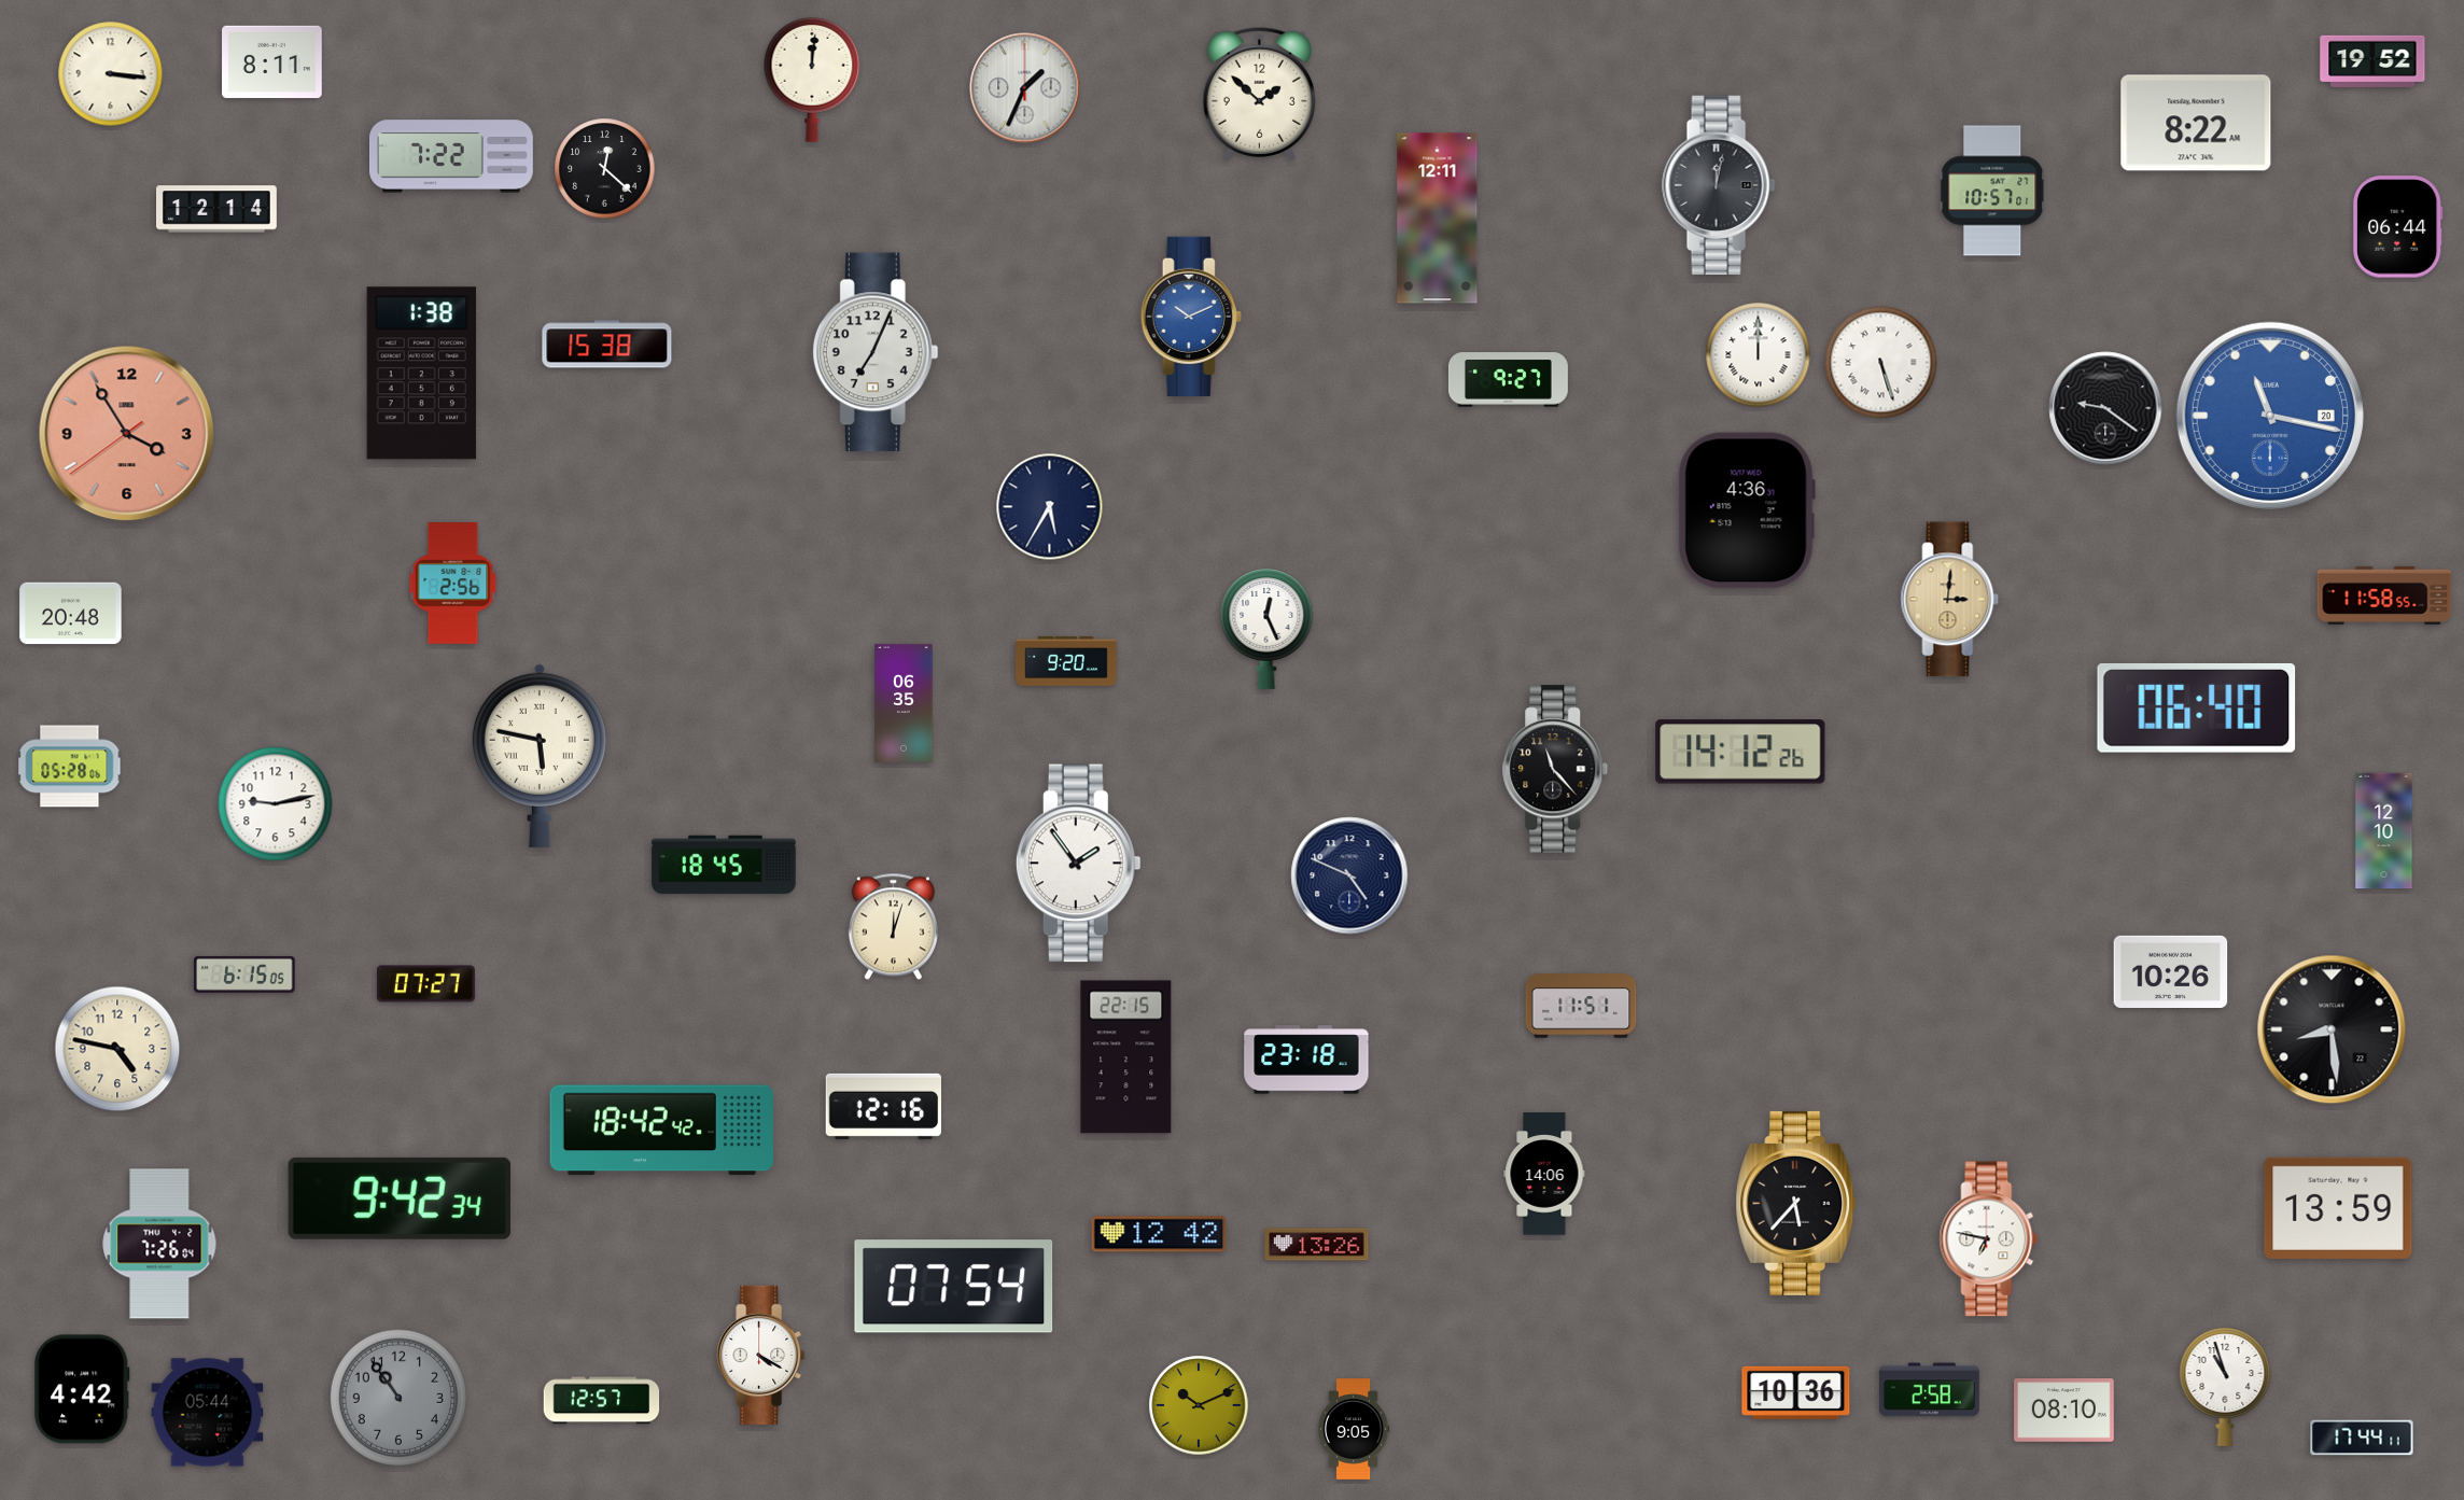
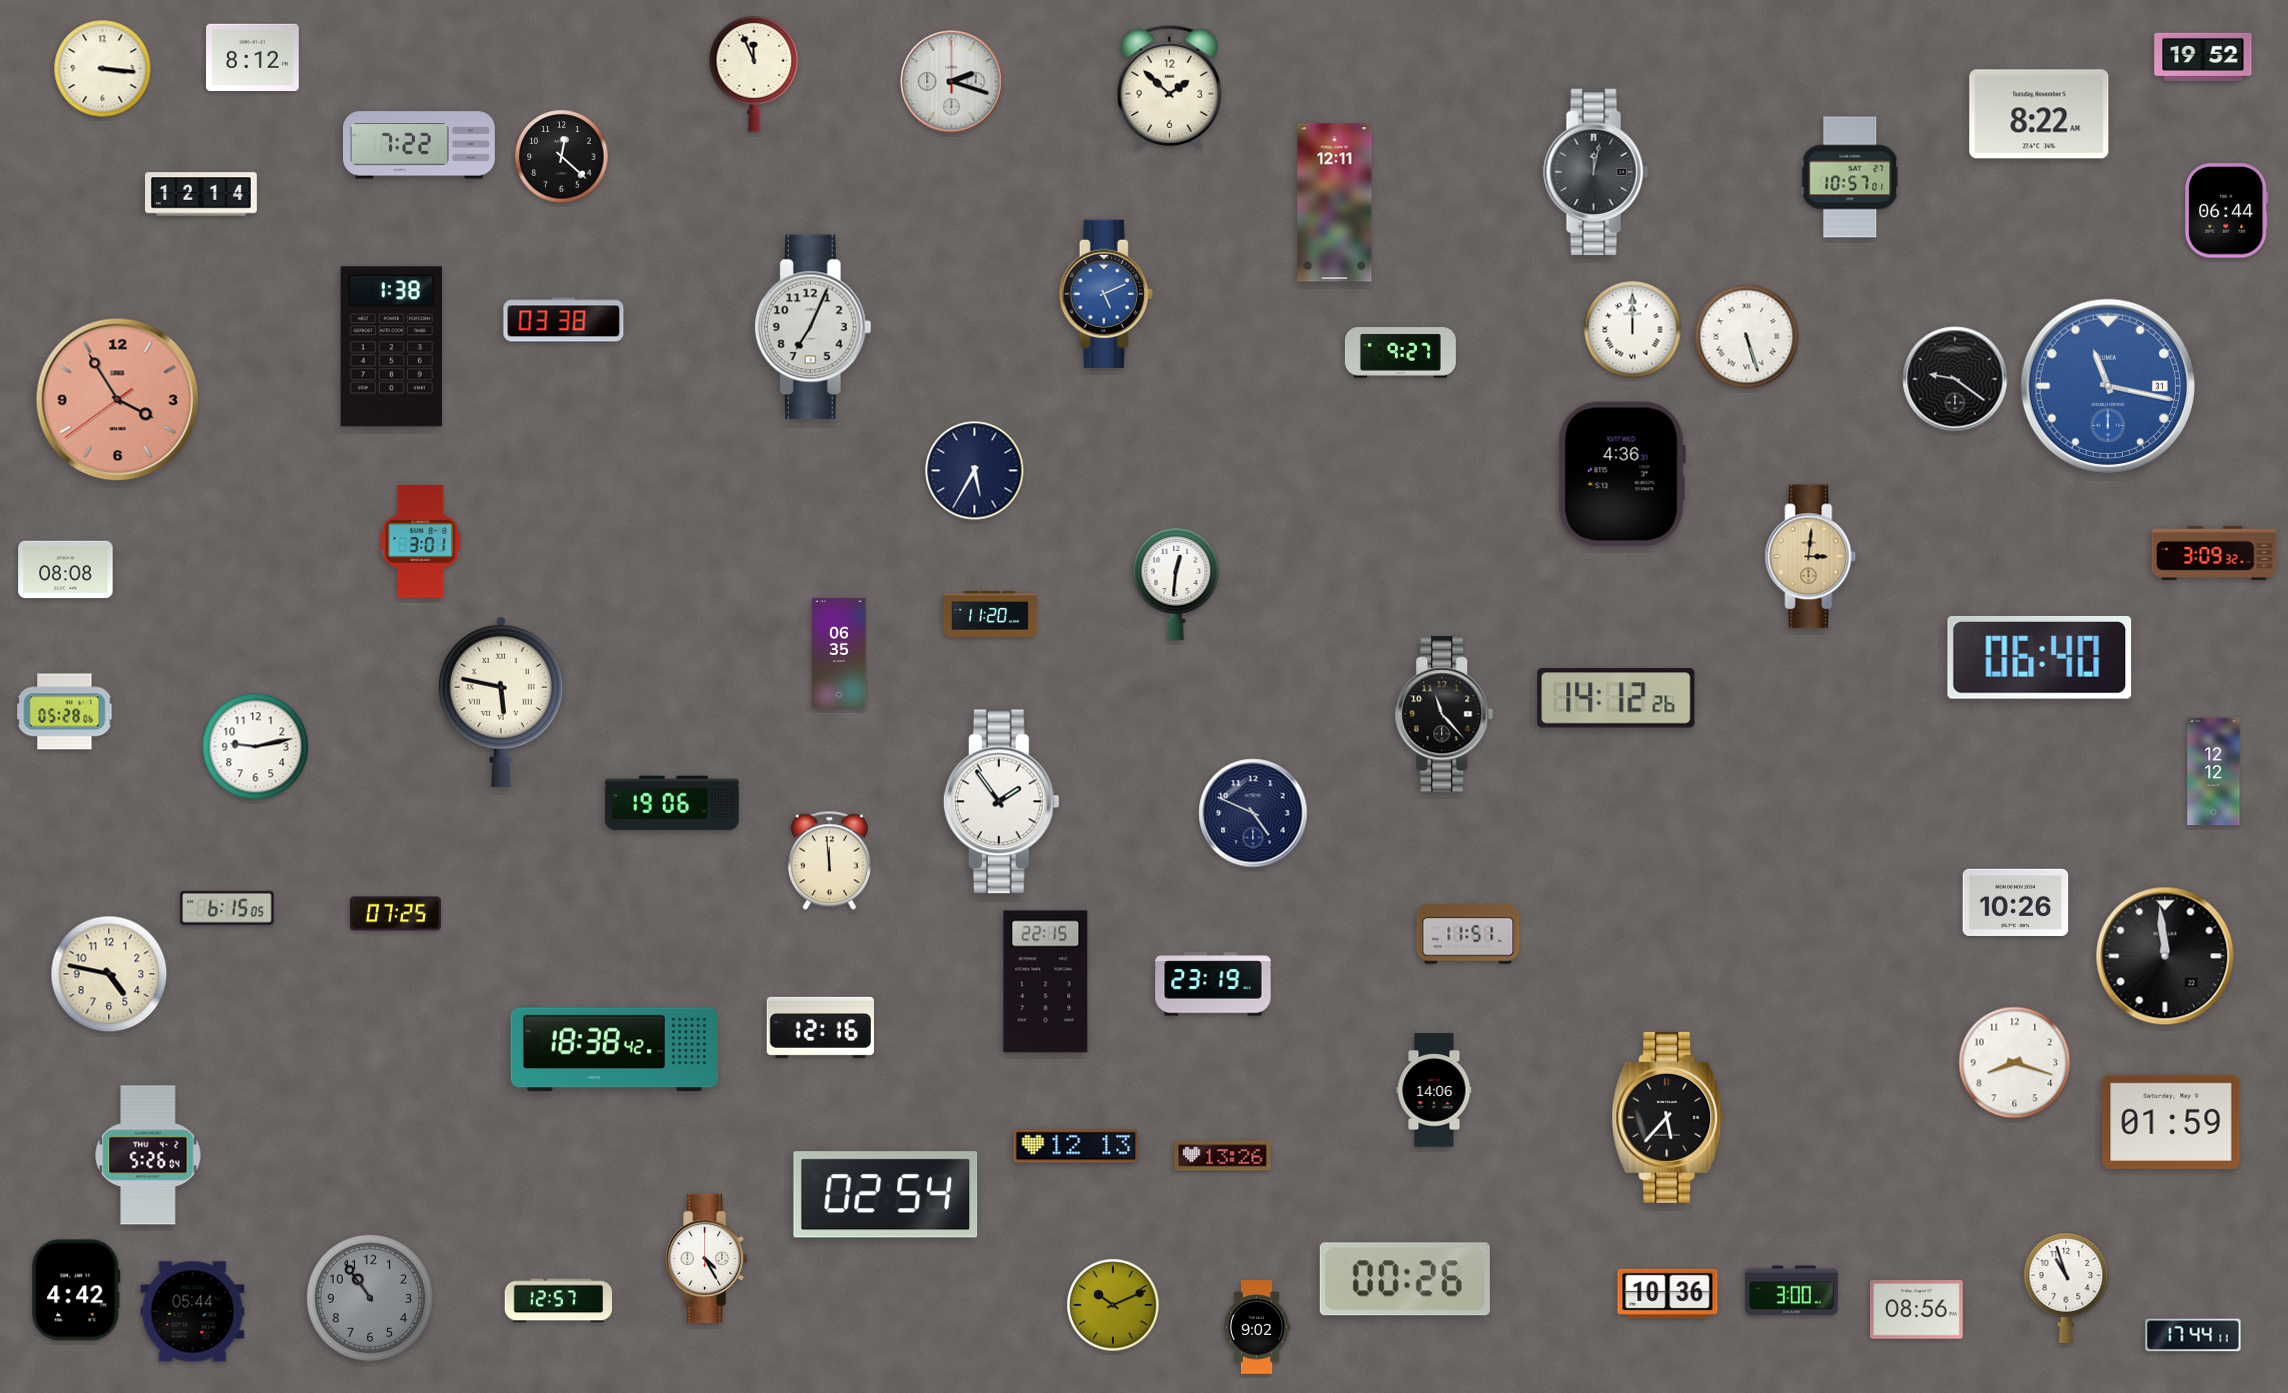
clock at (272, 62): 8:11 -> 8:12
clock at (812, 80): 12:01 -> 11:56
clock at (1025, 88): 1:34 -> 2:18
clock at (1191, 317): 10:11 -> 5:11
clock at (607, 345): 15:38 -> 03:38
clock at (2269, 415) date: 20 -> 31
clock at (127, 434) position: (127, 434) -> (118, 400)
clock at (453, 584): 2:56 -> 3:01
clock at (2384, 595): 11:58 -> 3:09
clock at (71, 614): 20:48 -> 08:08
clock at (1266, 629): 12:26 -> 12:31
clock at (1066, 661): 9:20 -> 11:20
clock at (2384, 831): 12:10 -> 12:12
clock at (724, 865): 18:45 -> 19:06
clock at (893, 927): 12:03 -> 11:59
clock at (244, 975) position: (244, 975) -> (227, 908)
clock at (425, 984): 07:27 -> 07:25
clock at (2332, 1029): 8:29 -> 11:59
clock at (1306, 1060): 23:18 -> 23:19
clock at (661, 1131): 18:42 -> 18:38
clock at (2015, 1063): none -> 8:18
clock at (400, 1198): 9:42 -> none
clock at (2338, 1208): 13:59 -> 01:59
clock at (1159, 1234): 12:42 -> 12:13
clock at (1989, 1239): 6:47 -> none
clock at (159, 1244): 7:26 -> 5:26
clock at (954, 1287): 07:54 -> 02:54
clock at (761, 1355): 4:20 -> 4:25
clock at (1405, 1279): none -> 00:26
clock at (1930, 1390): 2:58 -> 3:00
clock at (2064, 1411): 08:10 -> 08:56
clock at (1354, 1429): 9:05 -> 9:02
